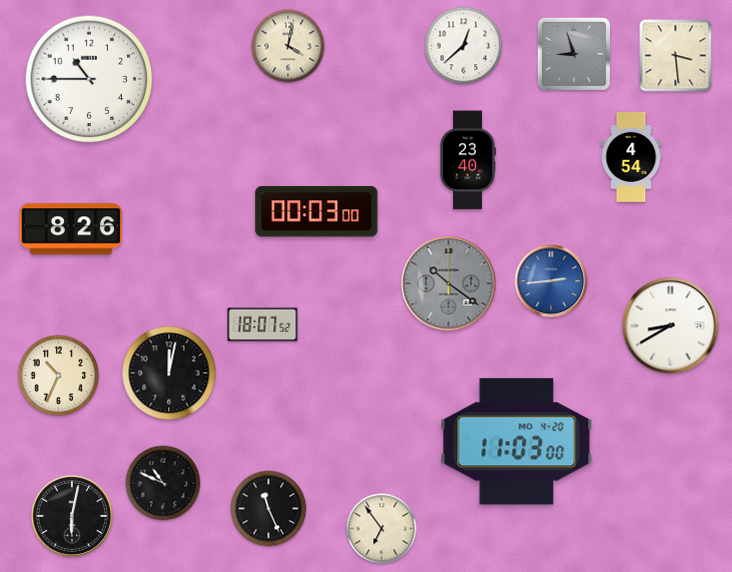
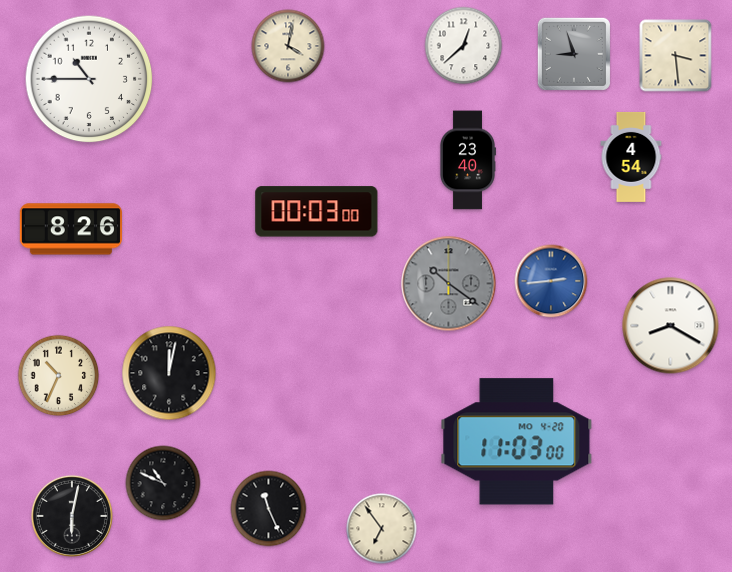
clock at (263, 325): 18:07 -> none
clock at (671, 326): 8:40 -> 8:20
